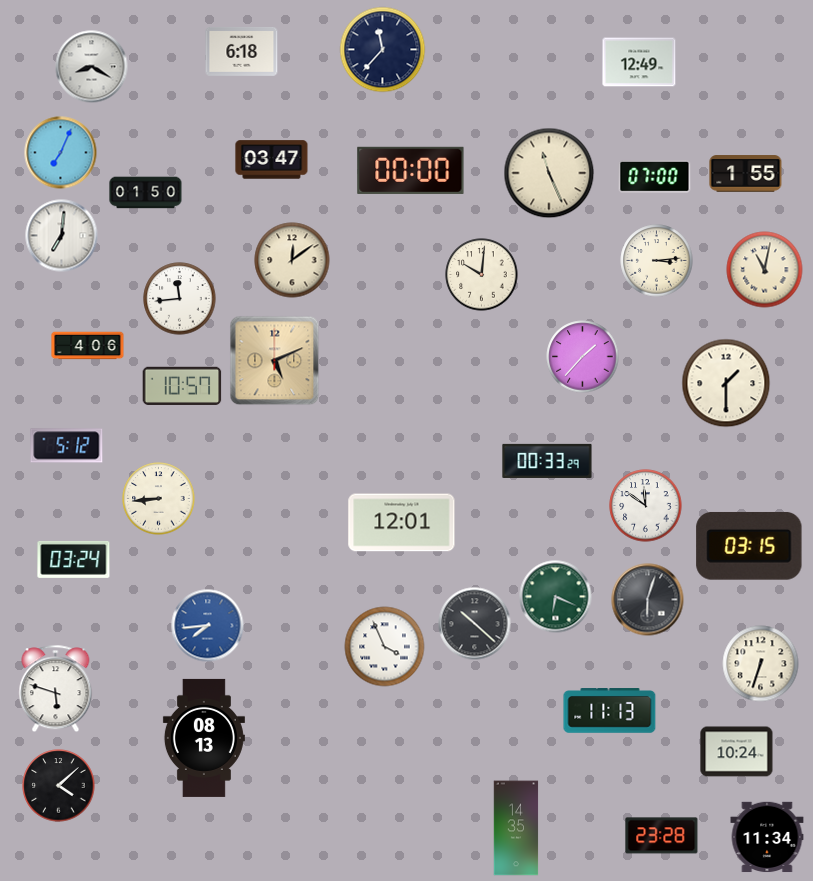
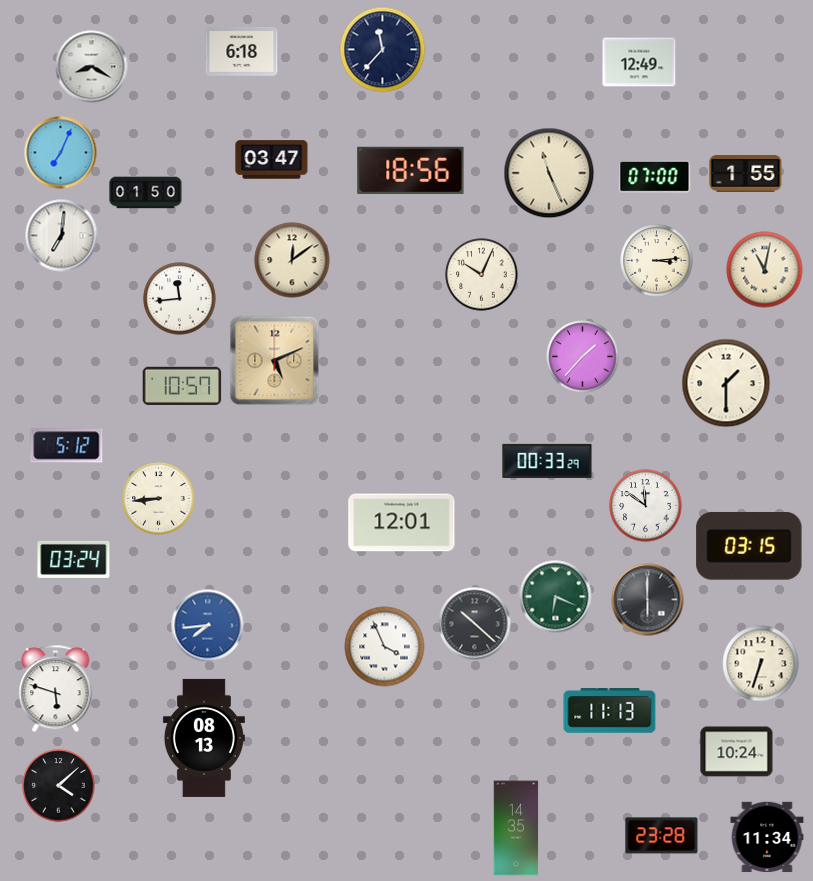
clock at (411, 170): 00:00 -> 18:56
clock at (482, 275): 10:01 -> 10:04
clock at (88, 346): 4:06 -> none
clock at (648, 600): 6:03 -> 6:00
